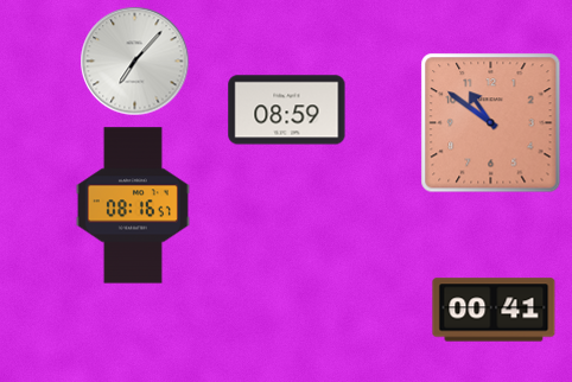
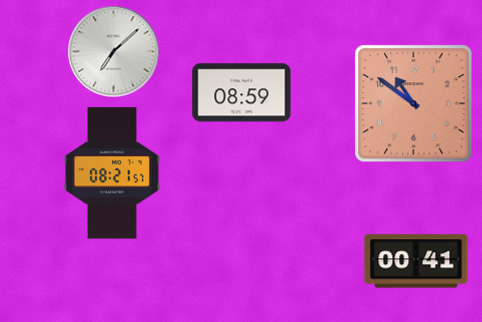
clock at (135, 62): 7:07 -> 7:08
clock at (133, 205): 08:16 -> 08:21
